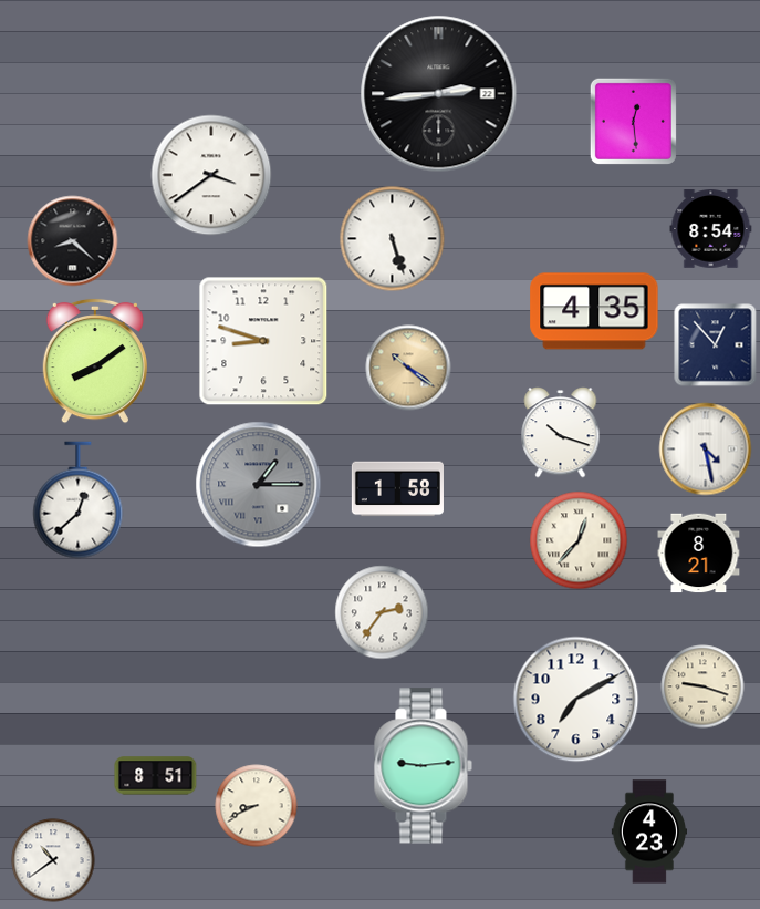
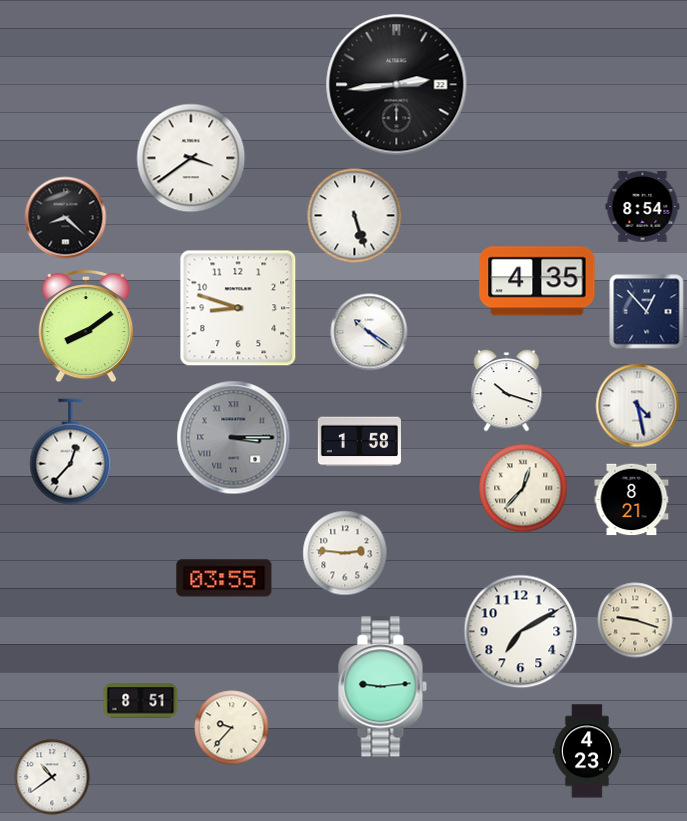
clock at (633, 121): 12:29 -> none
clock at (408, 368) dial: champagne -> white
clock at (259, 485): 1:15 -> 3:15
clock at (79, 500): 12:38 -> 12:37
clock at (382, 612): 2:36 -> 2:46
clock at (224, 578): none -> 03:55
clock at (423, 766) position: (423, 766) -> (382, 687)
clock at (257, 806): 8:41 -> 9:37
clock at (53, 860) position: (53, 860) -> (52, 777)
